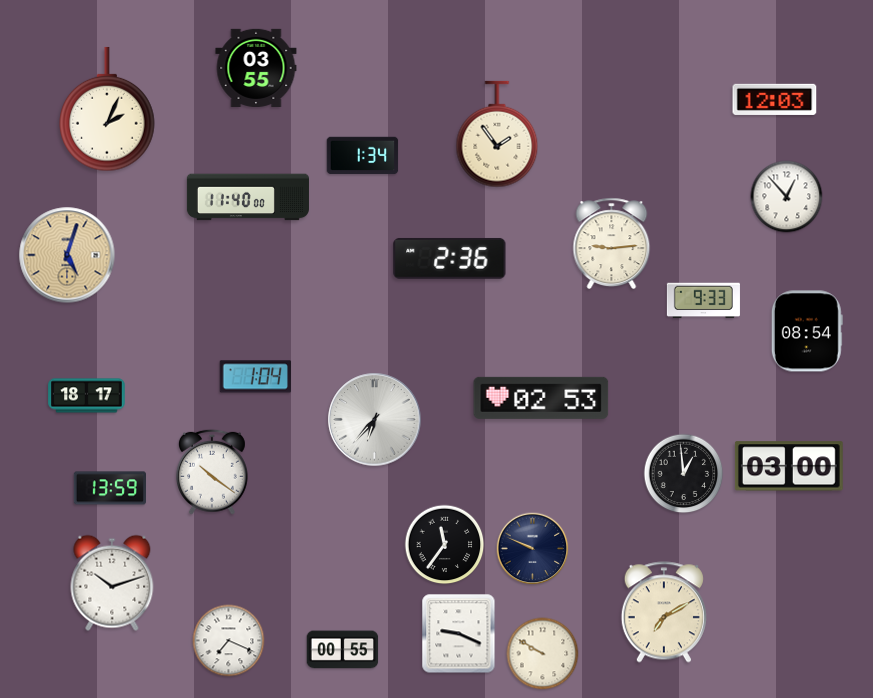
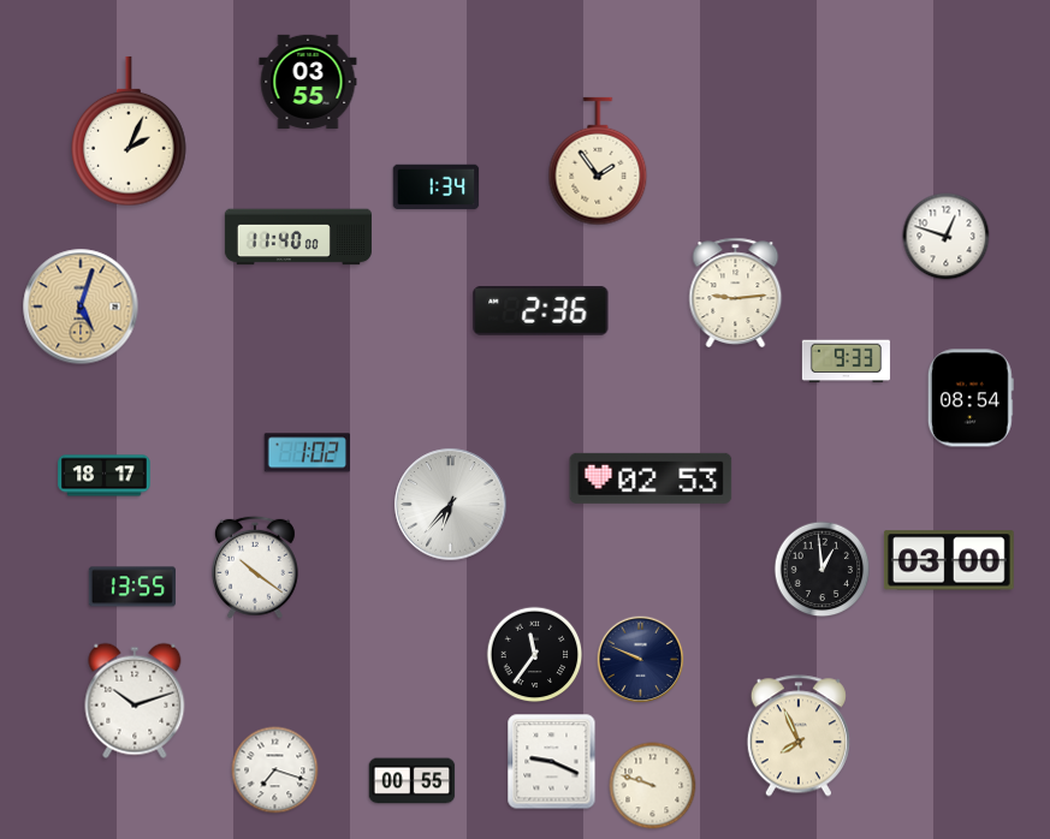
clock at (775, 99): 12:03 -> none
clock at (787, 197): 12:53 -> 12:48
clock at (256, 377): 1:04 -> 1:02
clock at (109, 488): 13:59 -> 13:55
clock at (664, 612): 7:10 -> 7:56
clock at (229, 641): 7:19 -> 7:18
clock at (543, 654): 9:50 -> 9:48
